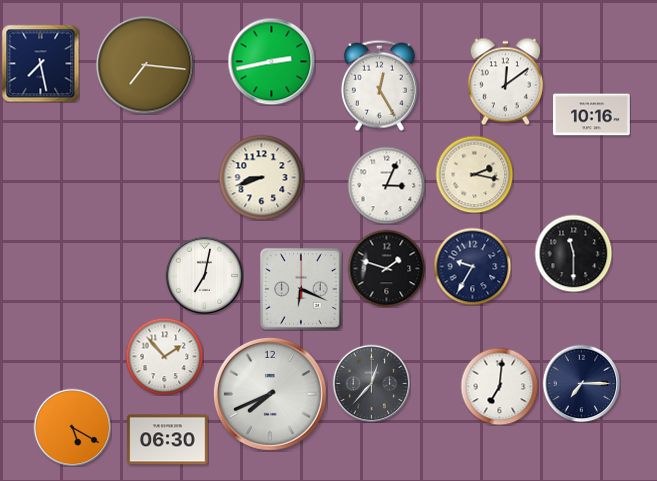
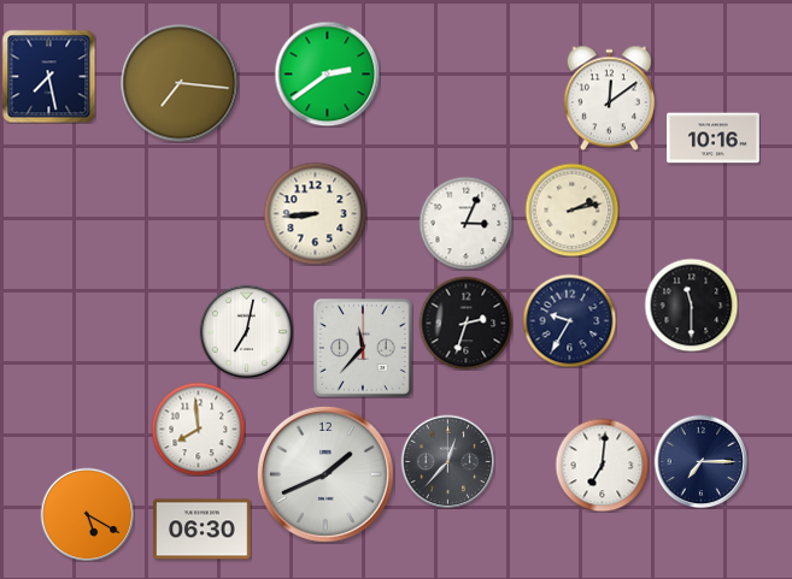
clock at (271, 61): 2:43 -> 2:39
clock at (145, 65) position: (145, 65) -> (180, 83)
clock at (379, 85): 12:25 -> none
clock at (474, 174): 2:17 -> 2:13
clock at (261, 177): 8:42 -> 8:44
clock at (386, 268): 1:48 -> 2:33
clock at (301, 289): 6:19 -> 11:37
clock at (164, 356): 1:53 -> 7:59
clock at (270, 394): 7:41 -> 1:41
